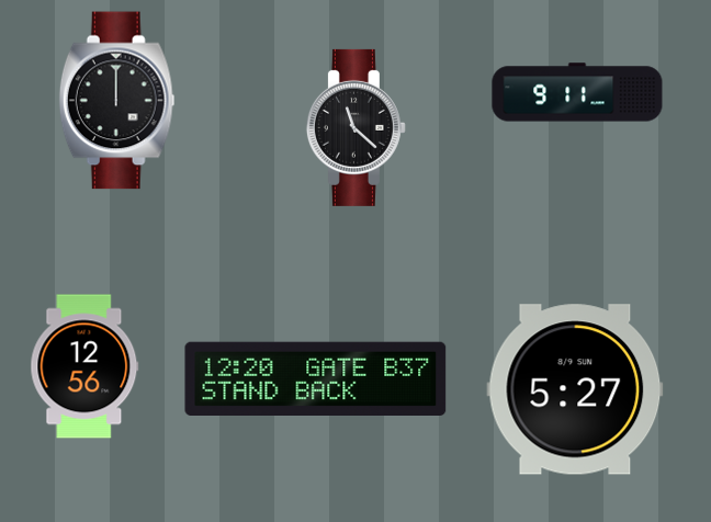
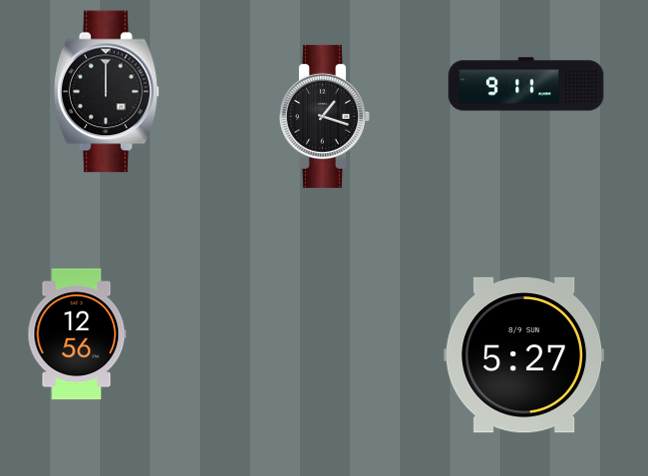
clock at (356, 127): 11:22 -> 1:18
clock at (316, 378): 12:20 -> none
